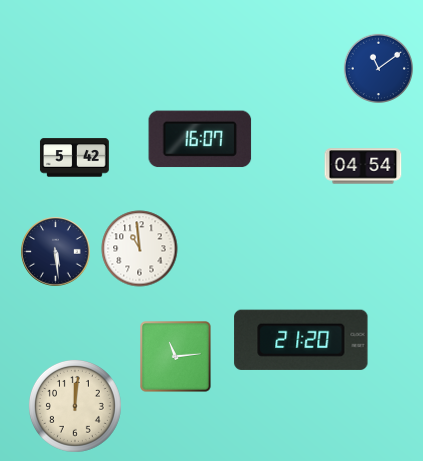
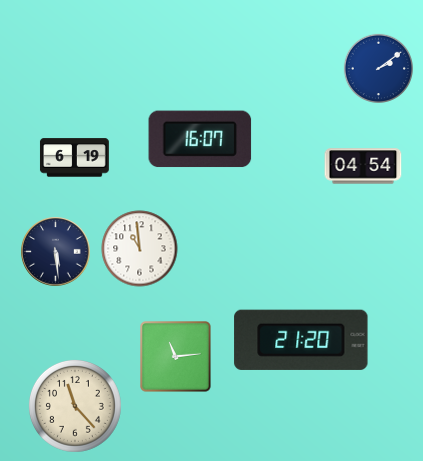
clock at (379, 69): 11:09 -> 2:09
clock at (74, 158): 5:42 -> 6:19
clock at (75, 406): 12:01 -> 11:23
